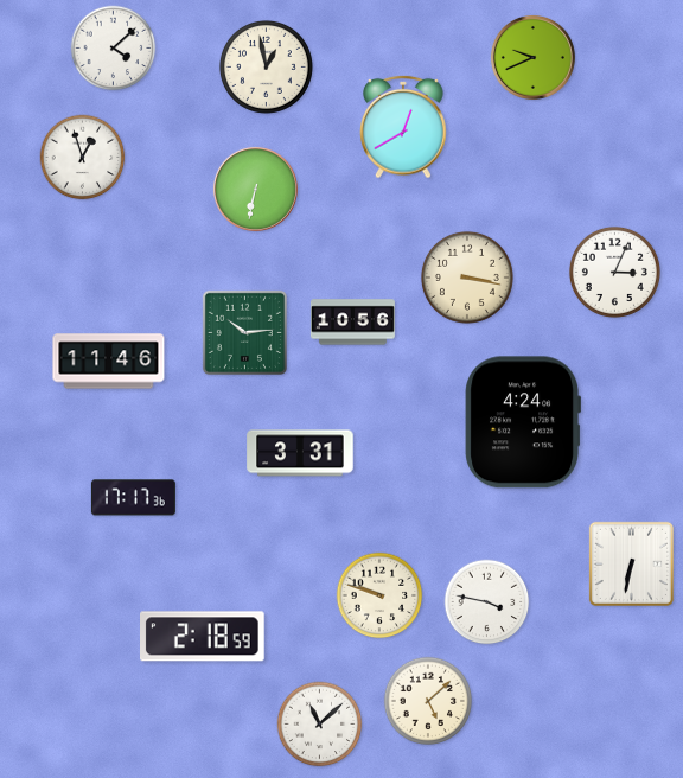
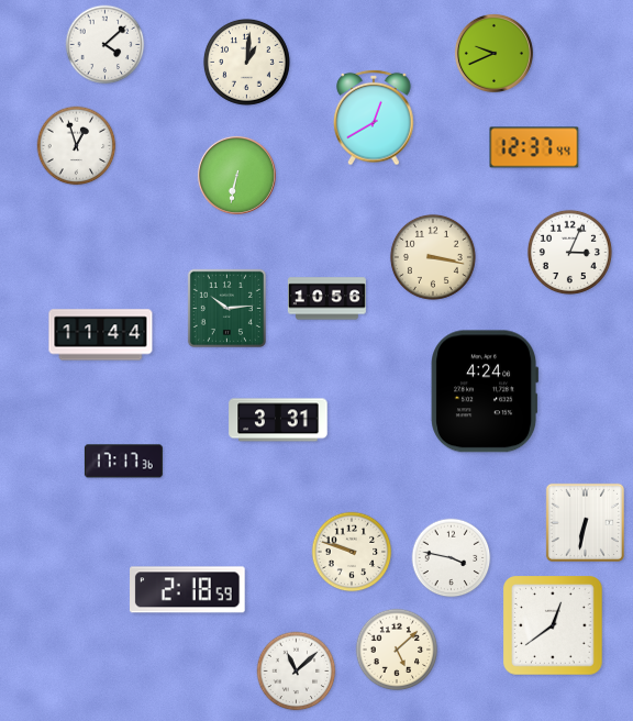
clock at (266, 66): 12:58 -> 1:01
clock at (534, 147): none -> 12:37
clock at (109, 362): 11:46 -> 11:44
clock at (553, 625): none -> 12:39
